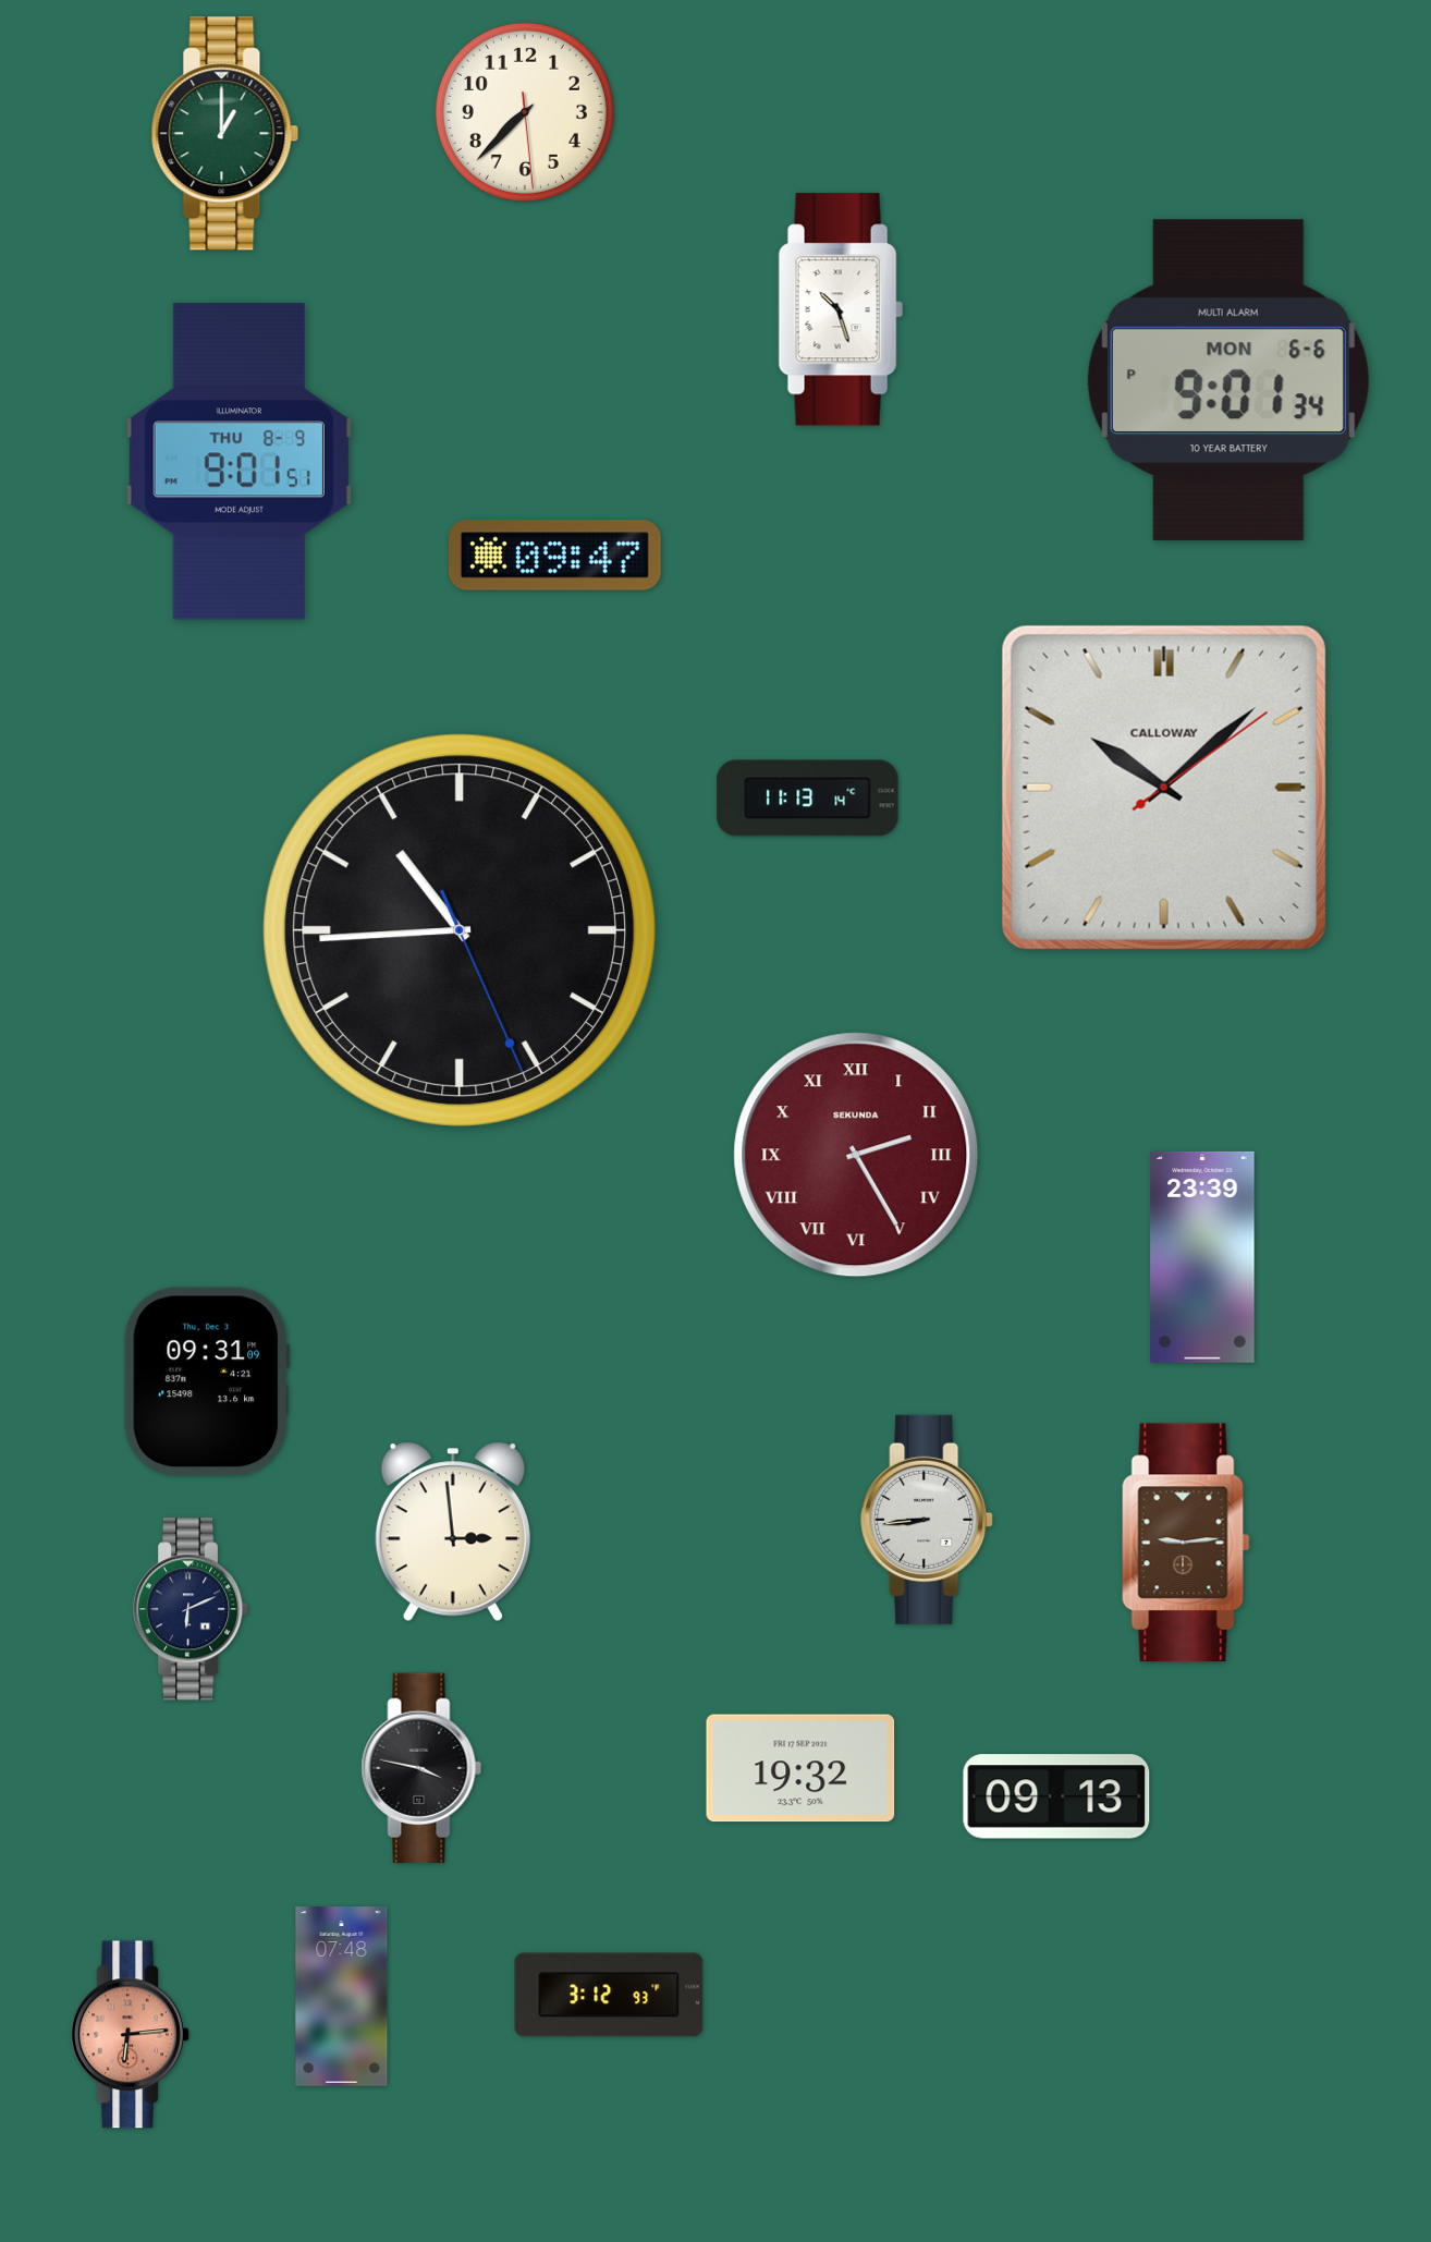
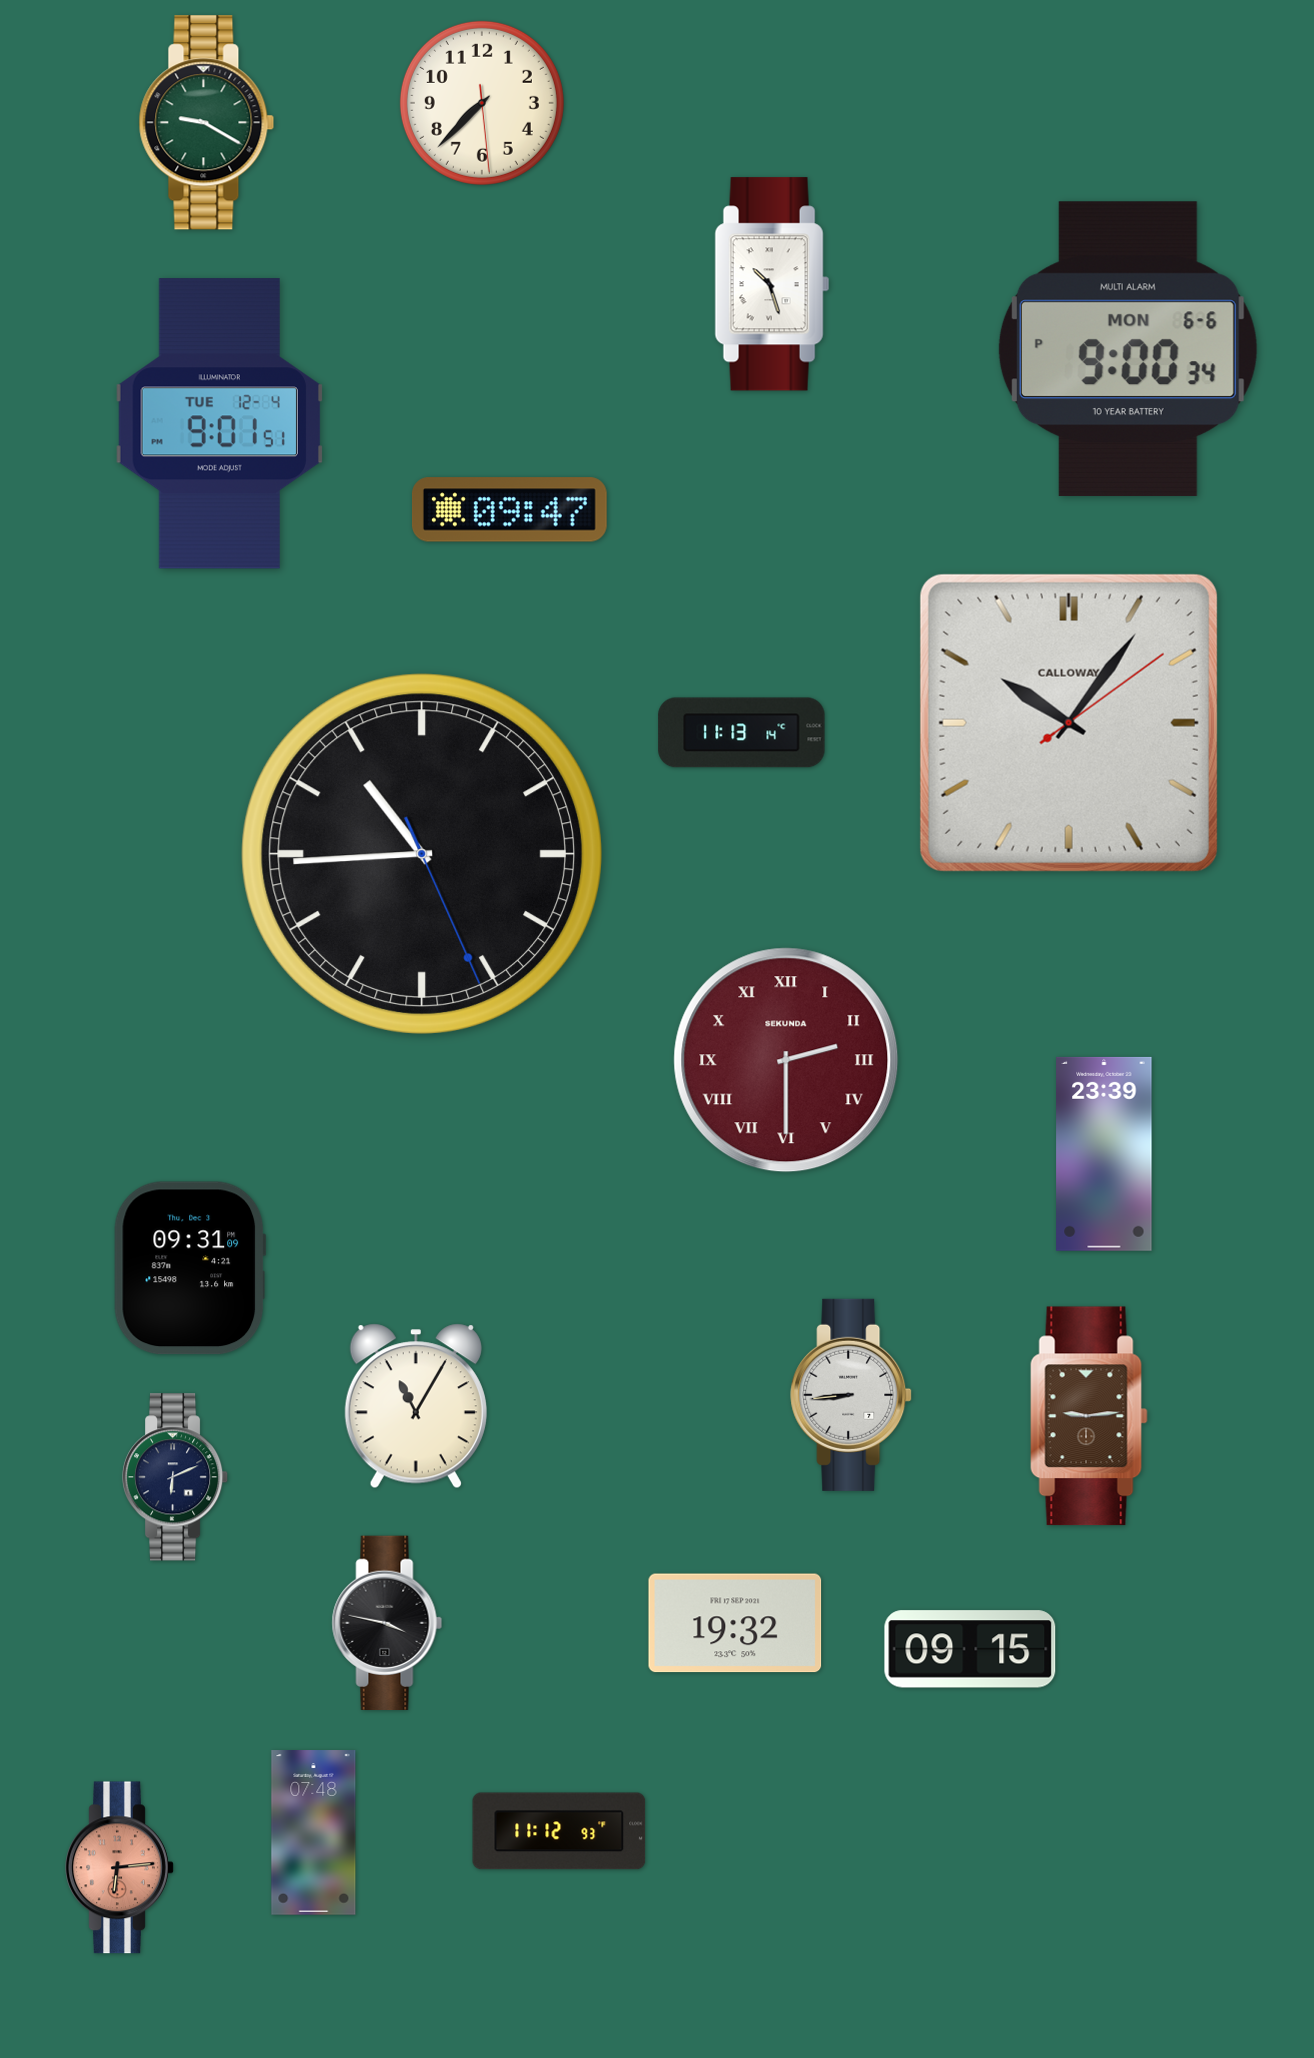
clock at (225, 134): 1:00 -> 9:20
clock at (1228, 380): 9:01 -> 9:00
clock at (238, 462) date: THU 8-9 -> TUE 12-4
clock at (1164, 788): 10:08 -> 10:06
clock at (856, 1155): 2:25 -> 2:30
clock at (453, 1532): 2:59 -> 11:05
clock at (1056, 1796): 09:13 -> 09:15
clock at (609, 1995): 3:12 -> 11:12
